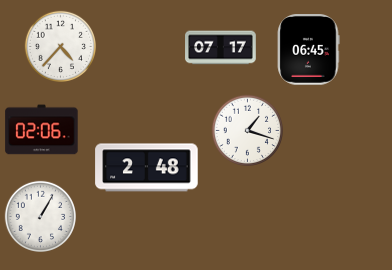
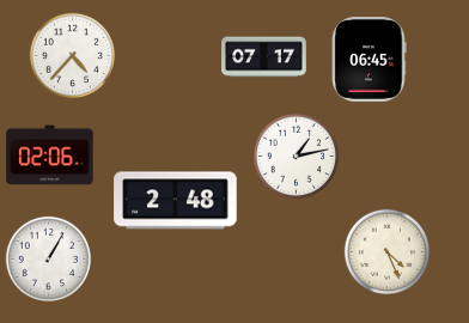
clock at (248, 131): 1:18 -> 1:13
clock at (388, 252): none -> 4:26
